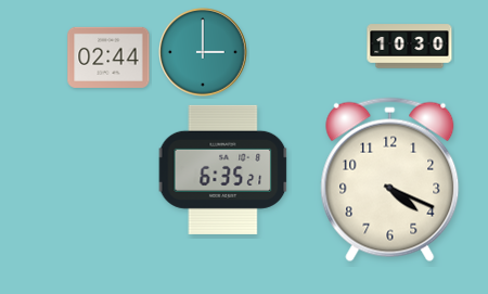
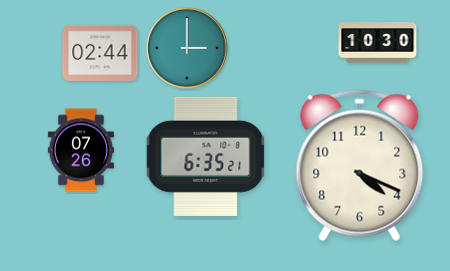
clock at (81, 150): none -> 07:26
